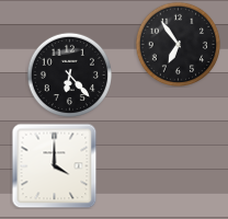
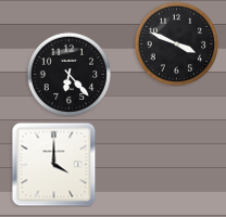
clock at (178, 44): 6:54 -> 3:49
